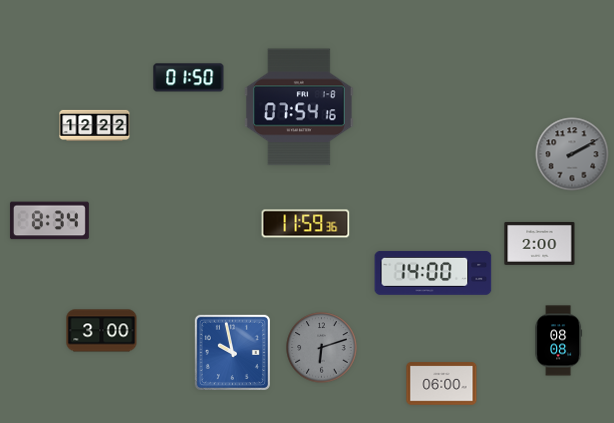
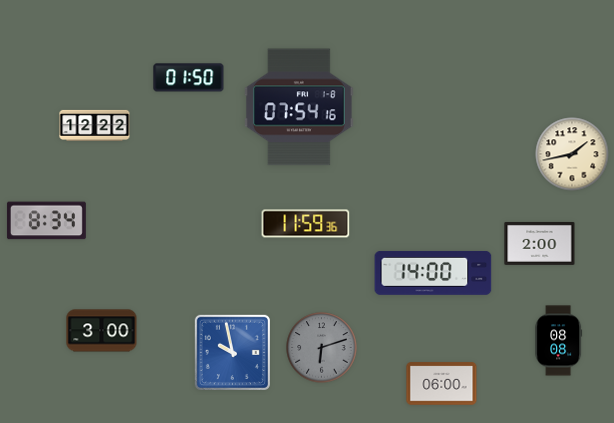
clock at (572, 154): 2:10 -> 1:43
clock at (572, 154) dial: grey -> cream
clock at (49, 221) position: (49, 221) -> (46, 221)
